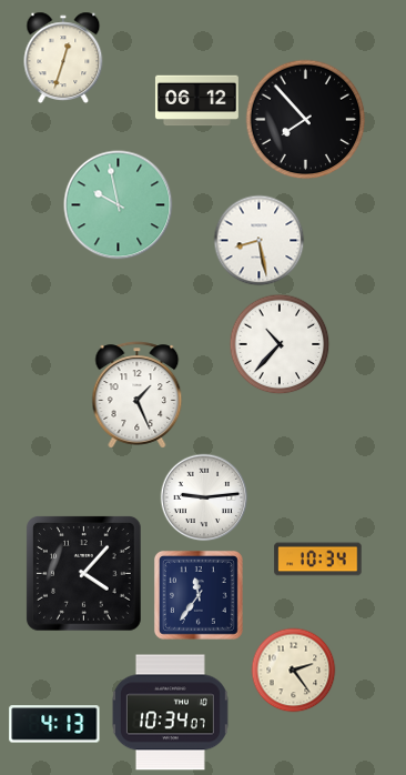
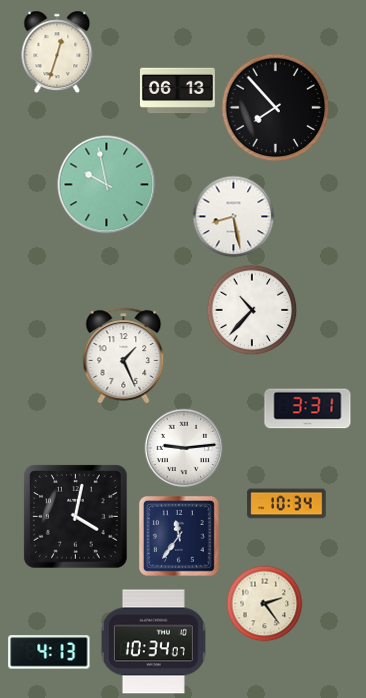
clock at (196, 101): 06:12 -> 06:13
clock at (308, 409): none -> 3:31
clock at (84, 574): 4:07 -> 4:02
